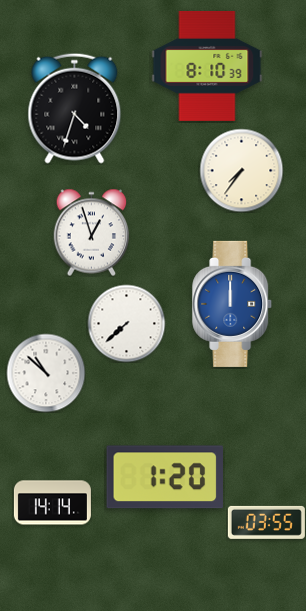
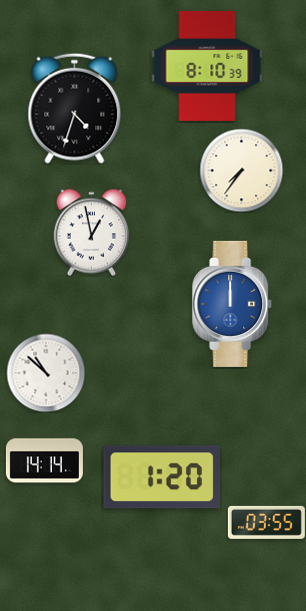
clock at (92, 232): 12:57 -> 12:58
clock at (126, 323): 7:38 -> none
clock at (165, 477) position: (165, 477) -> (162, 477)
clock at (52, 503) position: (52, 503) -> (44, 461)
